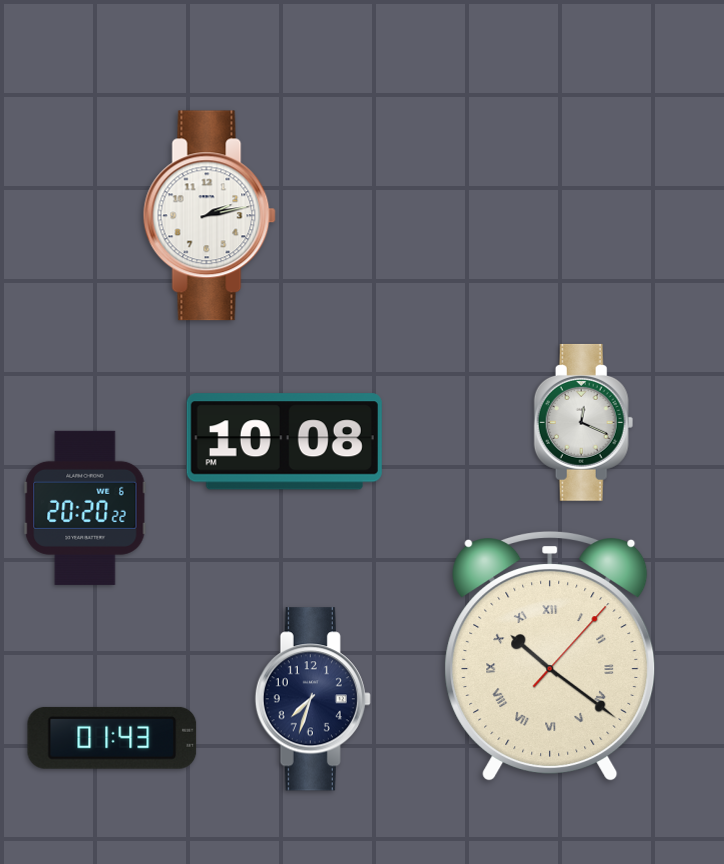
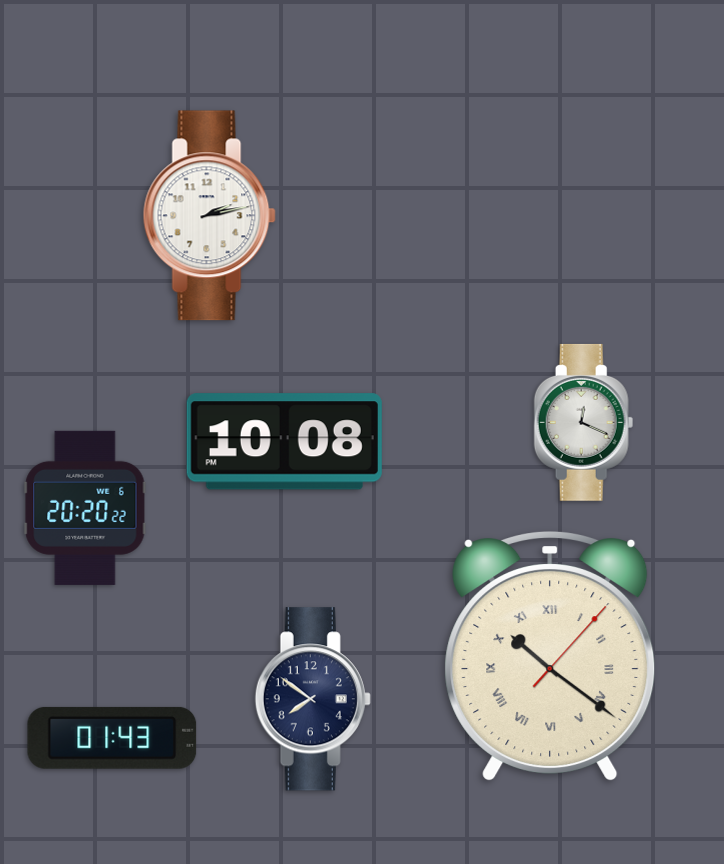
clock at (313, 699): 7:33 -> 7:51
